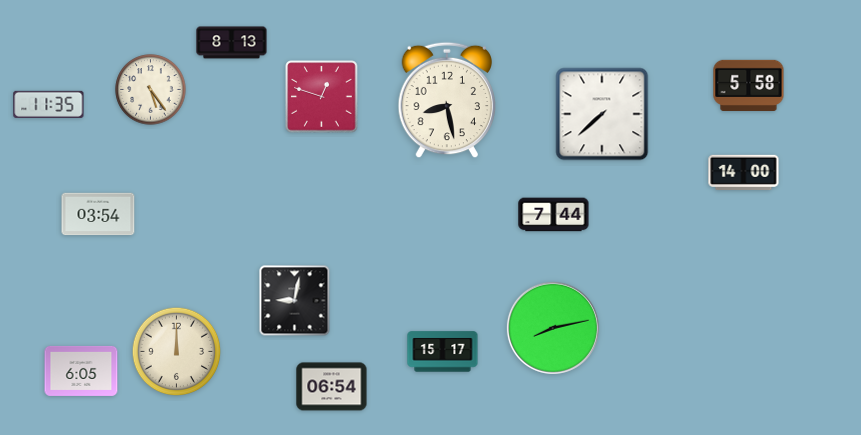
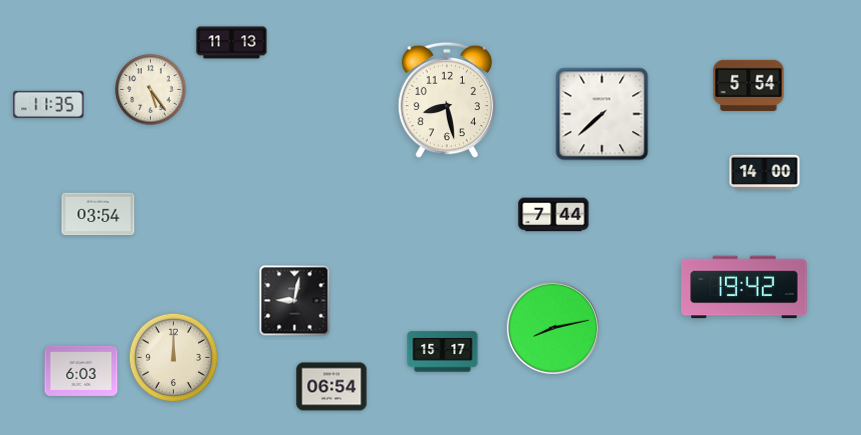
clock at (232, 43): 8:13 -> 11:13
clock at (749, 85): 5:58 -> 5:54
clock at (322, 97): 12:48 -> none
clock at (744, 173) position: (744, 173) -> (765, 173)
clock at (744, 287): none -> 19:42
clock at (177, 352) position: (177, 352) -> (174, 358)
clock at (81, 371): 6:05 -> 6:03
